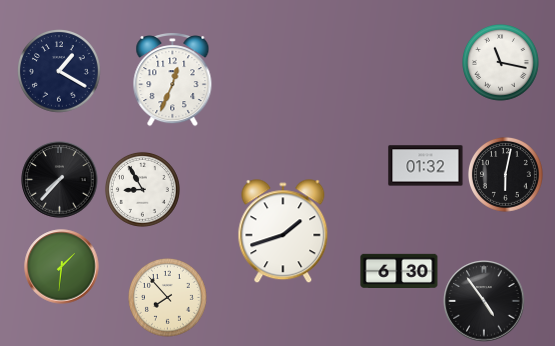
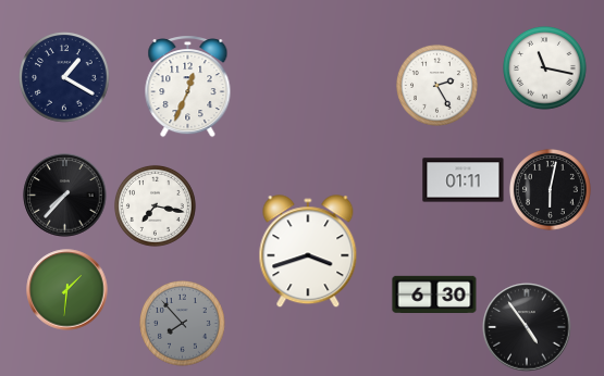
clock at (436, 85): none -> 2:25
clock at (426, 166): 01:32 -> 01:11
clock at (142, 189): 8:55 -> 7:17
clock at (283, 232): 1:42 -> 3:42
clock at (168, 298) dial: cream -> grey
